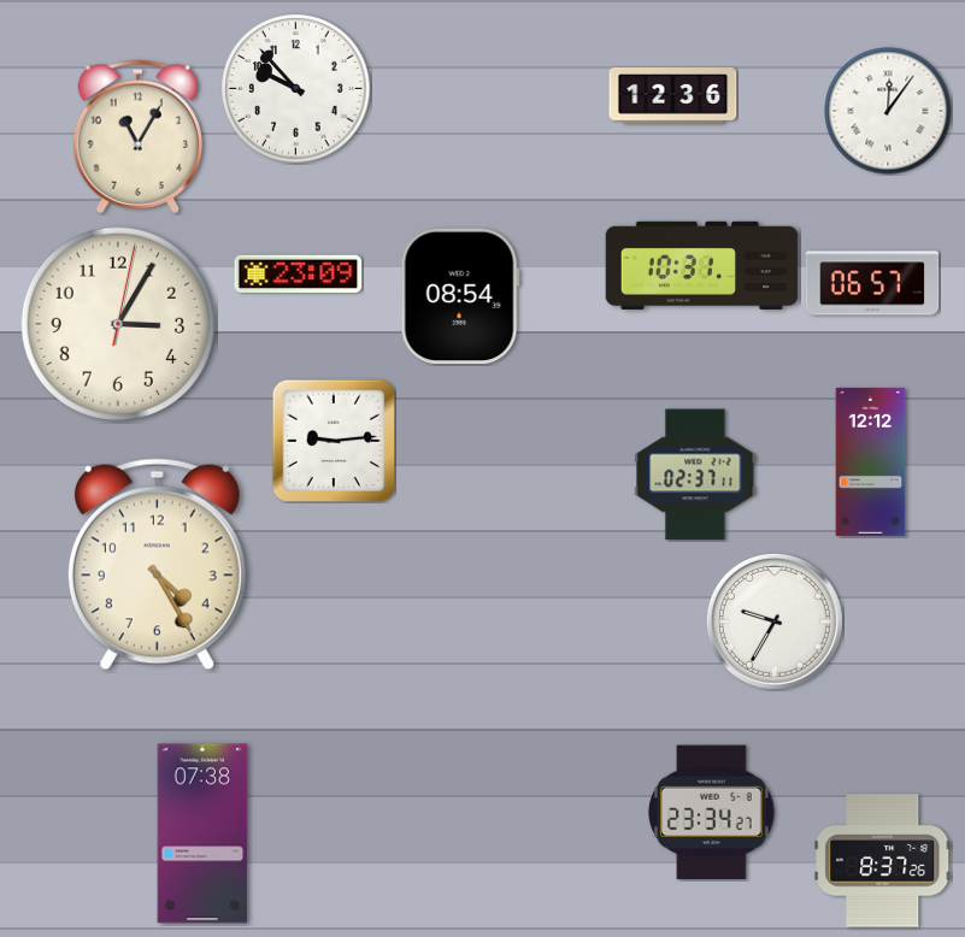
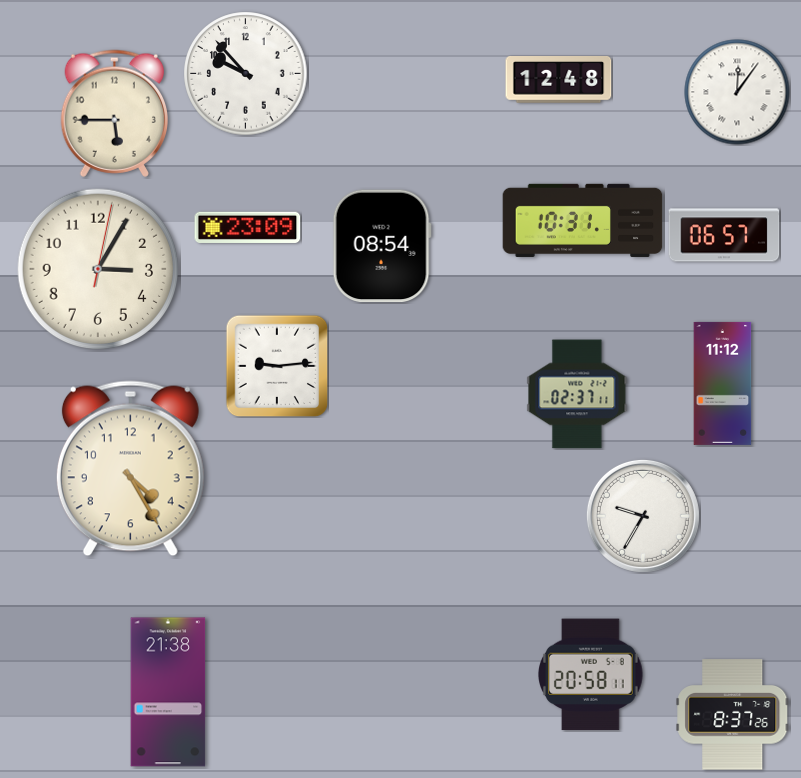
clock at (673, 96): 12:36 -> 12:48
clock at (137, 136): 11:05 -> 5:45
clock at (871, 461): 12:12 -> 11:12
clock at (712, 813): 23:34 -> 20:58
clock at (202, 833): 07:38 -> 21:38
